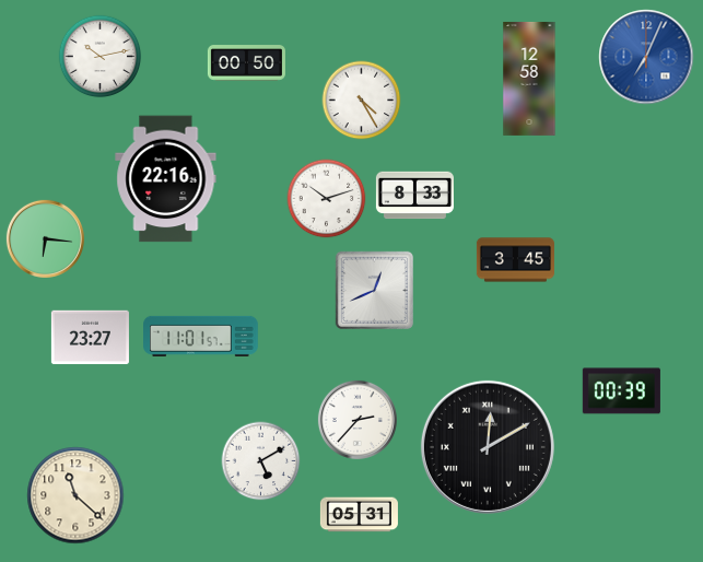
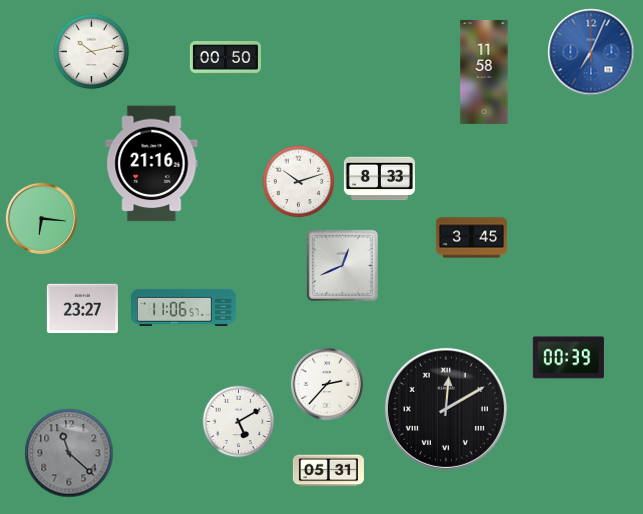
clock at (529, 79): 12:58 -> 11:58
clock at (362, 101): 4:25 -> none
clock at (166, 179): 22:16 -> 21:16
clock at (201, 336): 11:01 -> 11:06
clock at (75, 495) dial: cream -> grey
